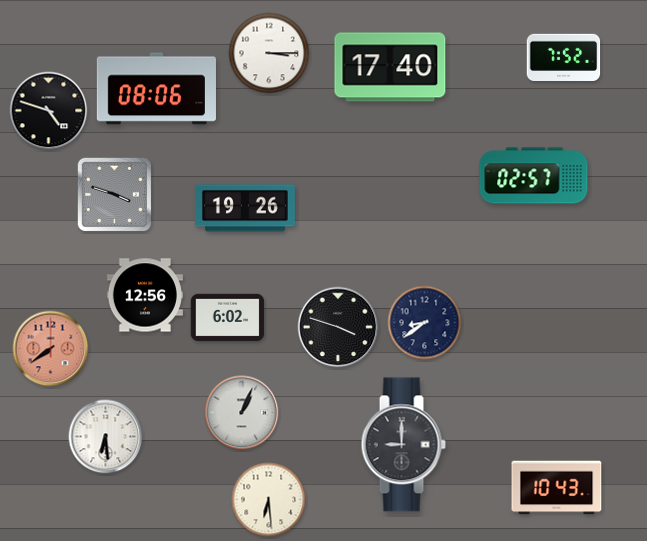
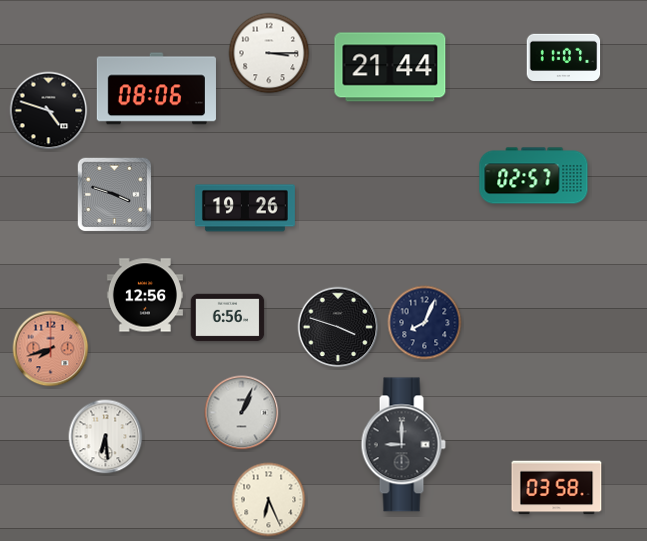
clock at (564, 57): 7:52 -> 11:07
clock at (390, 67): 17:40 -> 21:44
clock at (228, 318): 6:02 -> 6:56
clock at (425, 323): 8:39 -> 8:04
clock at (51, 349): 7:39 -> 7:42
clock at (557, 488): 10:43 -> 03:58
clock at (269, 500): 6:29 -> 6:26
